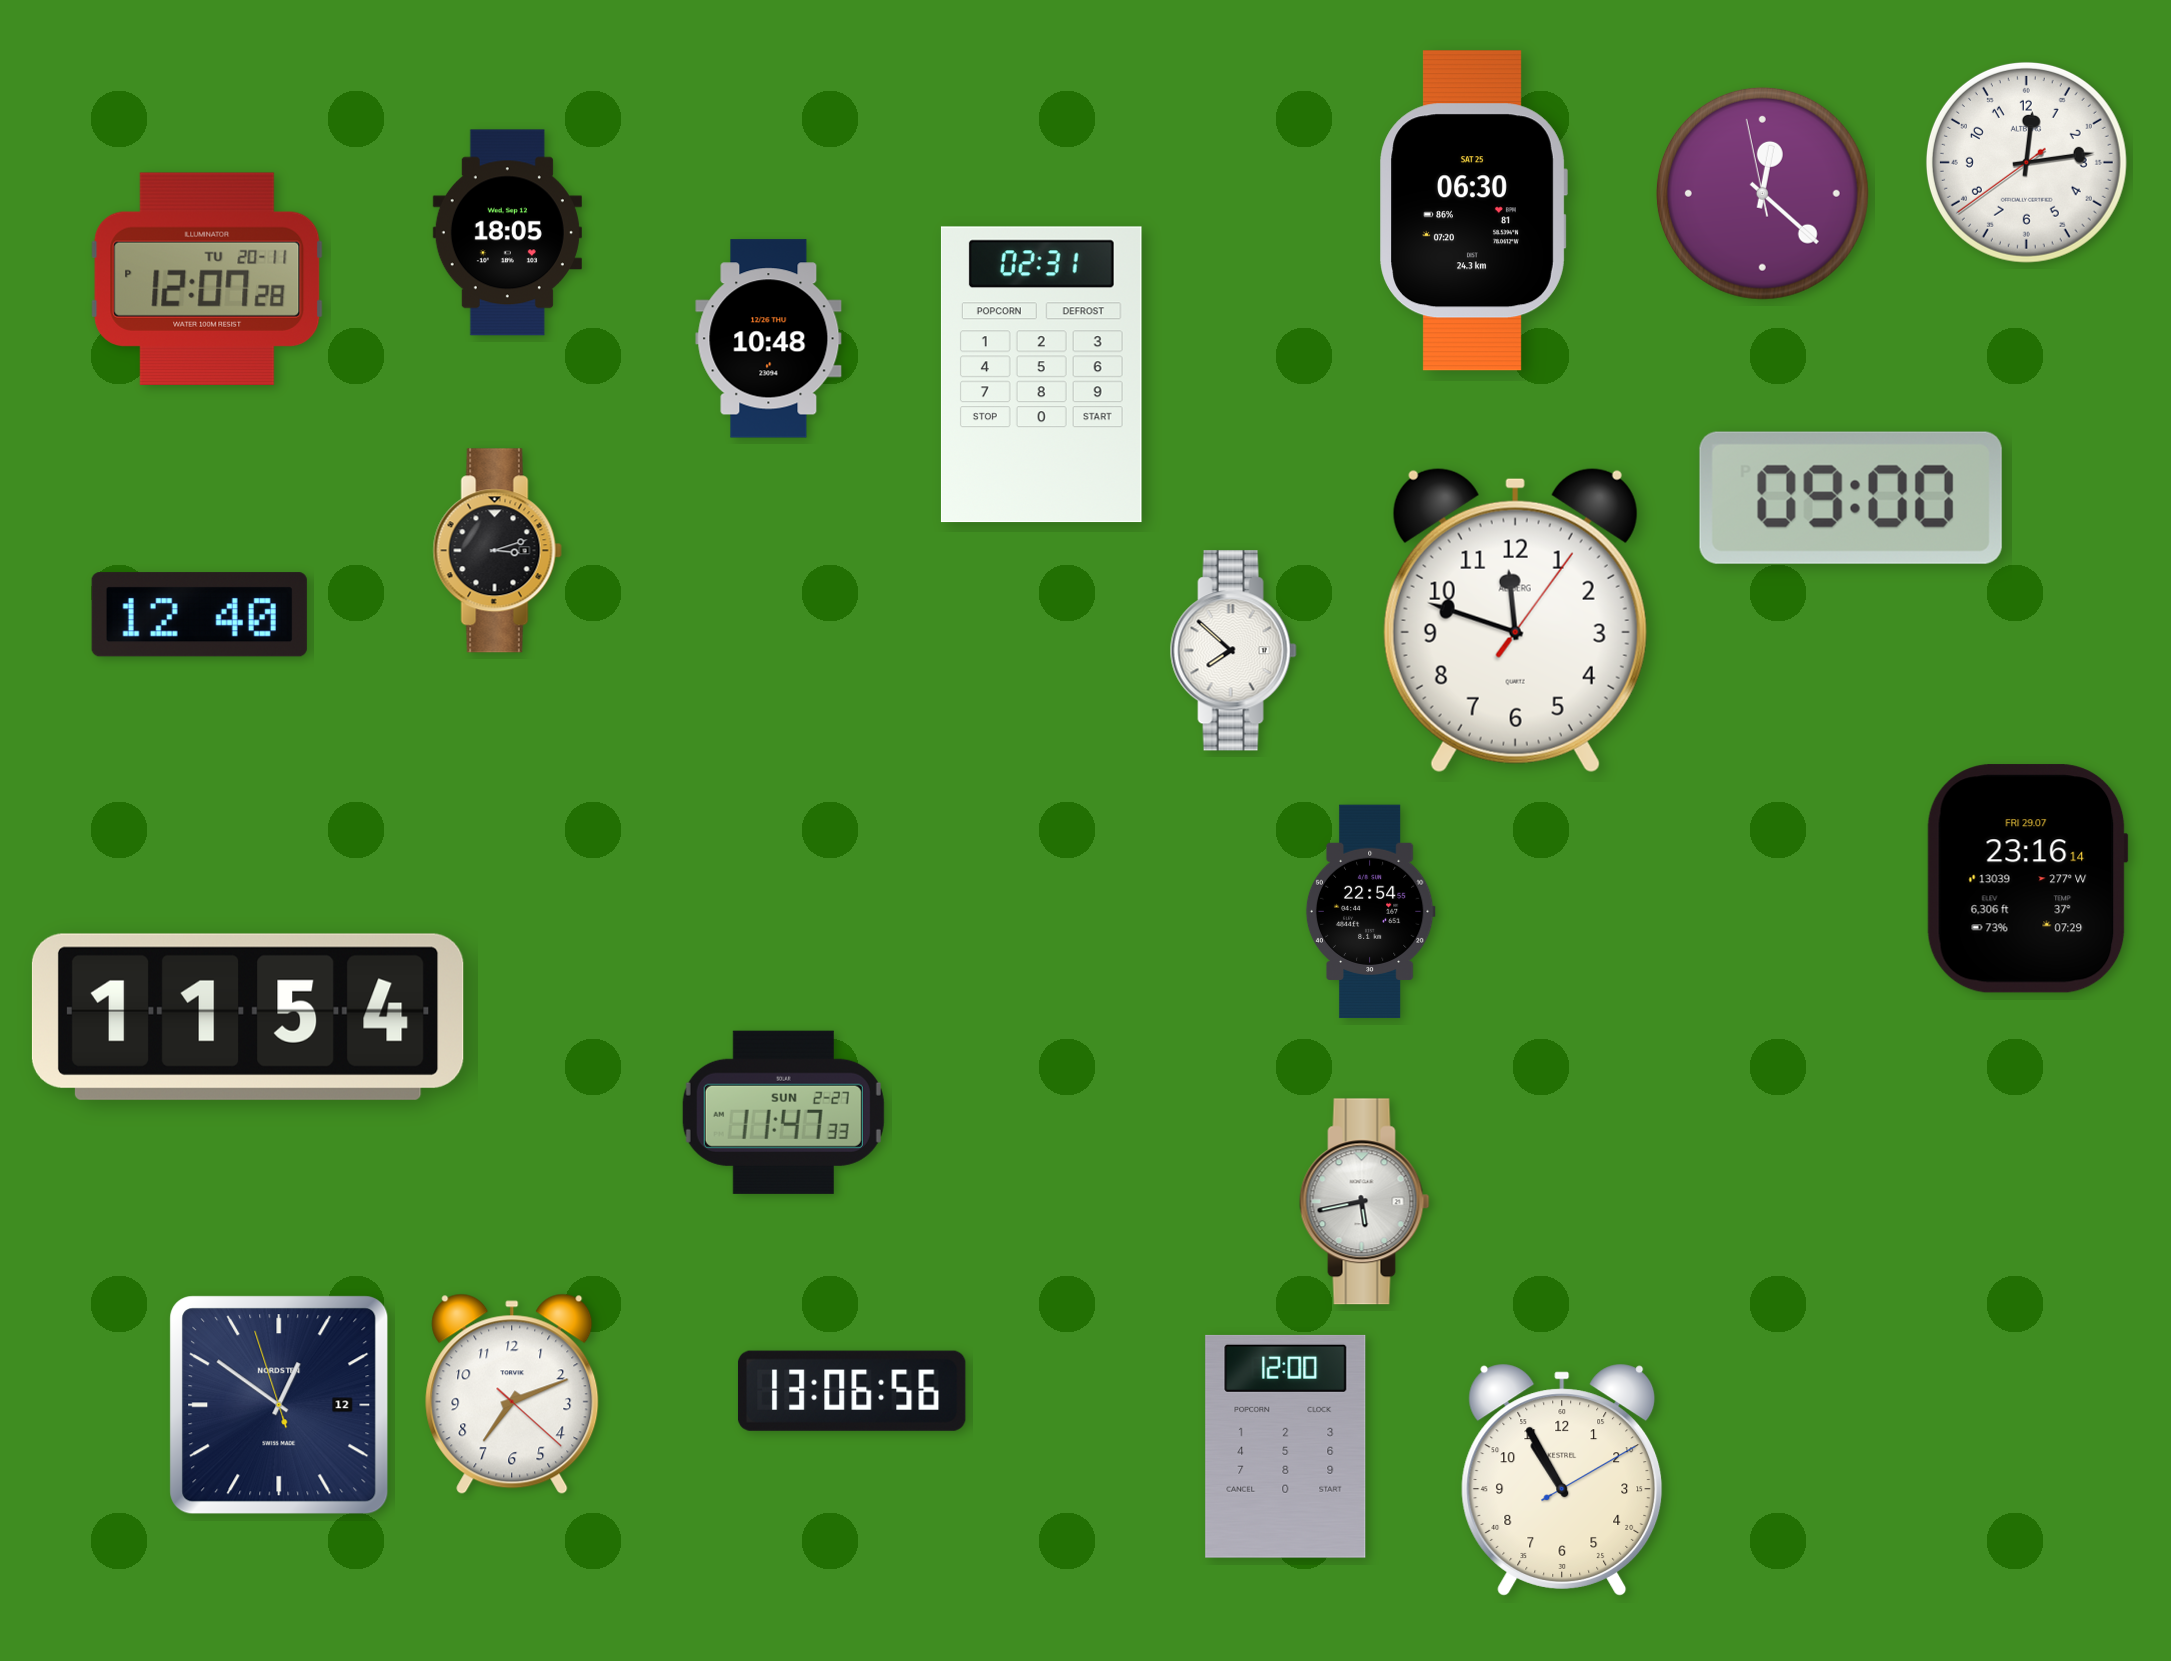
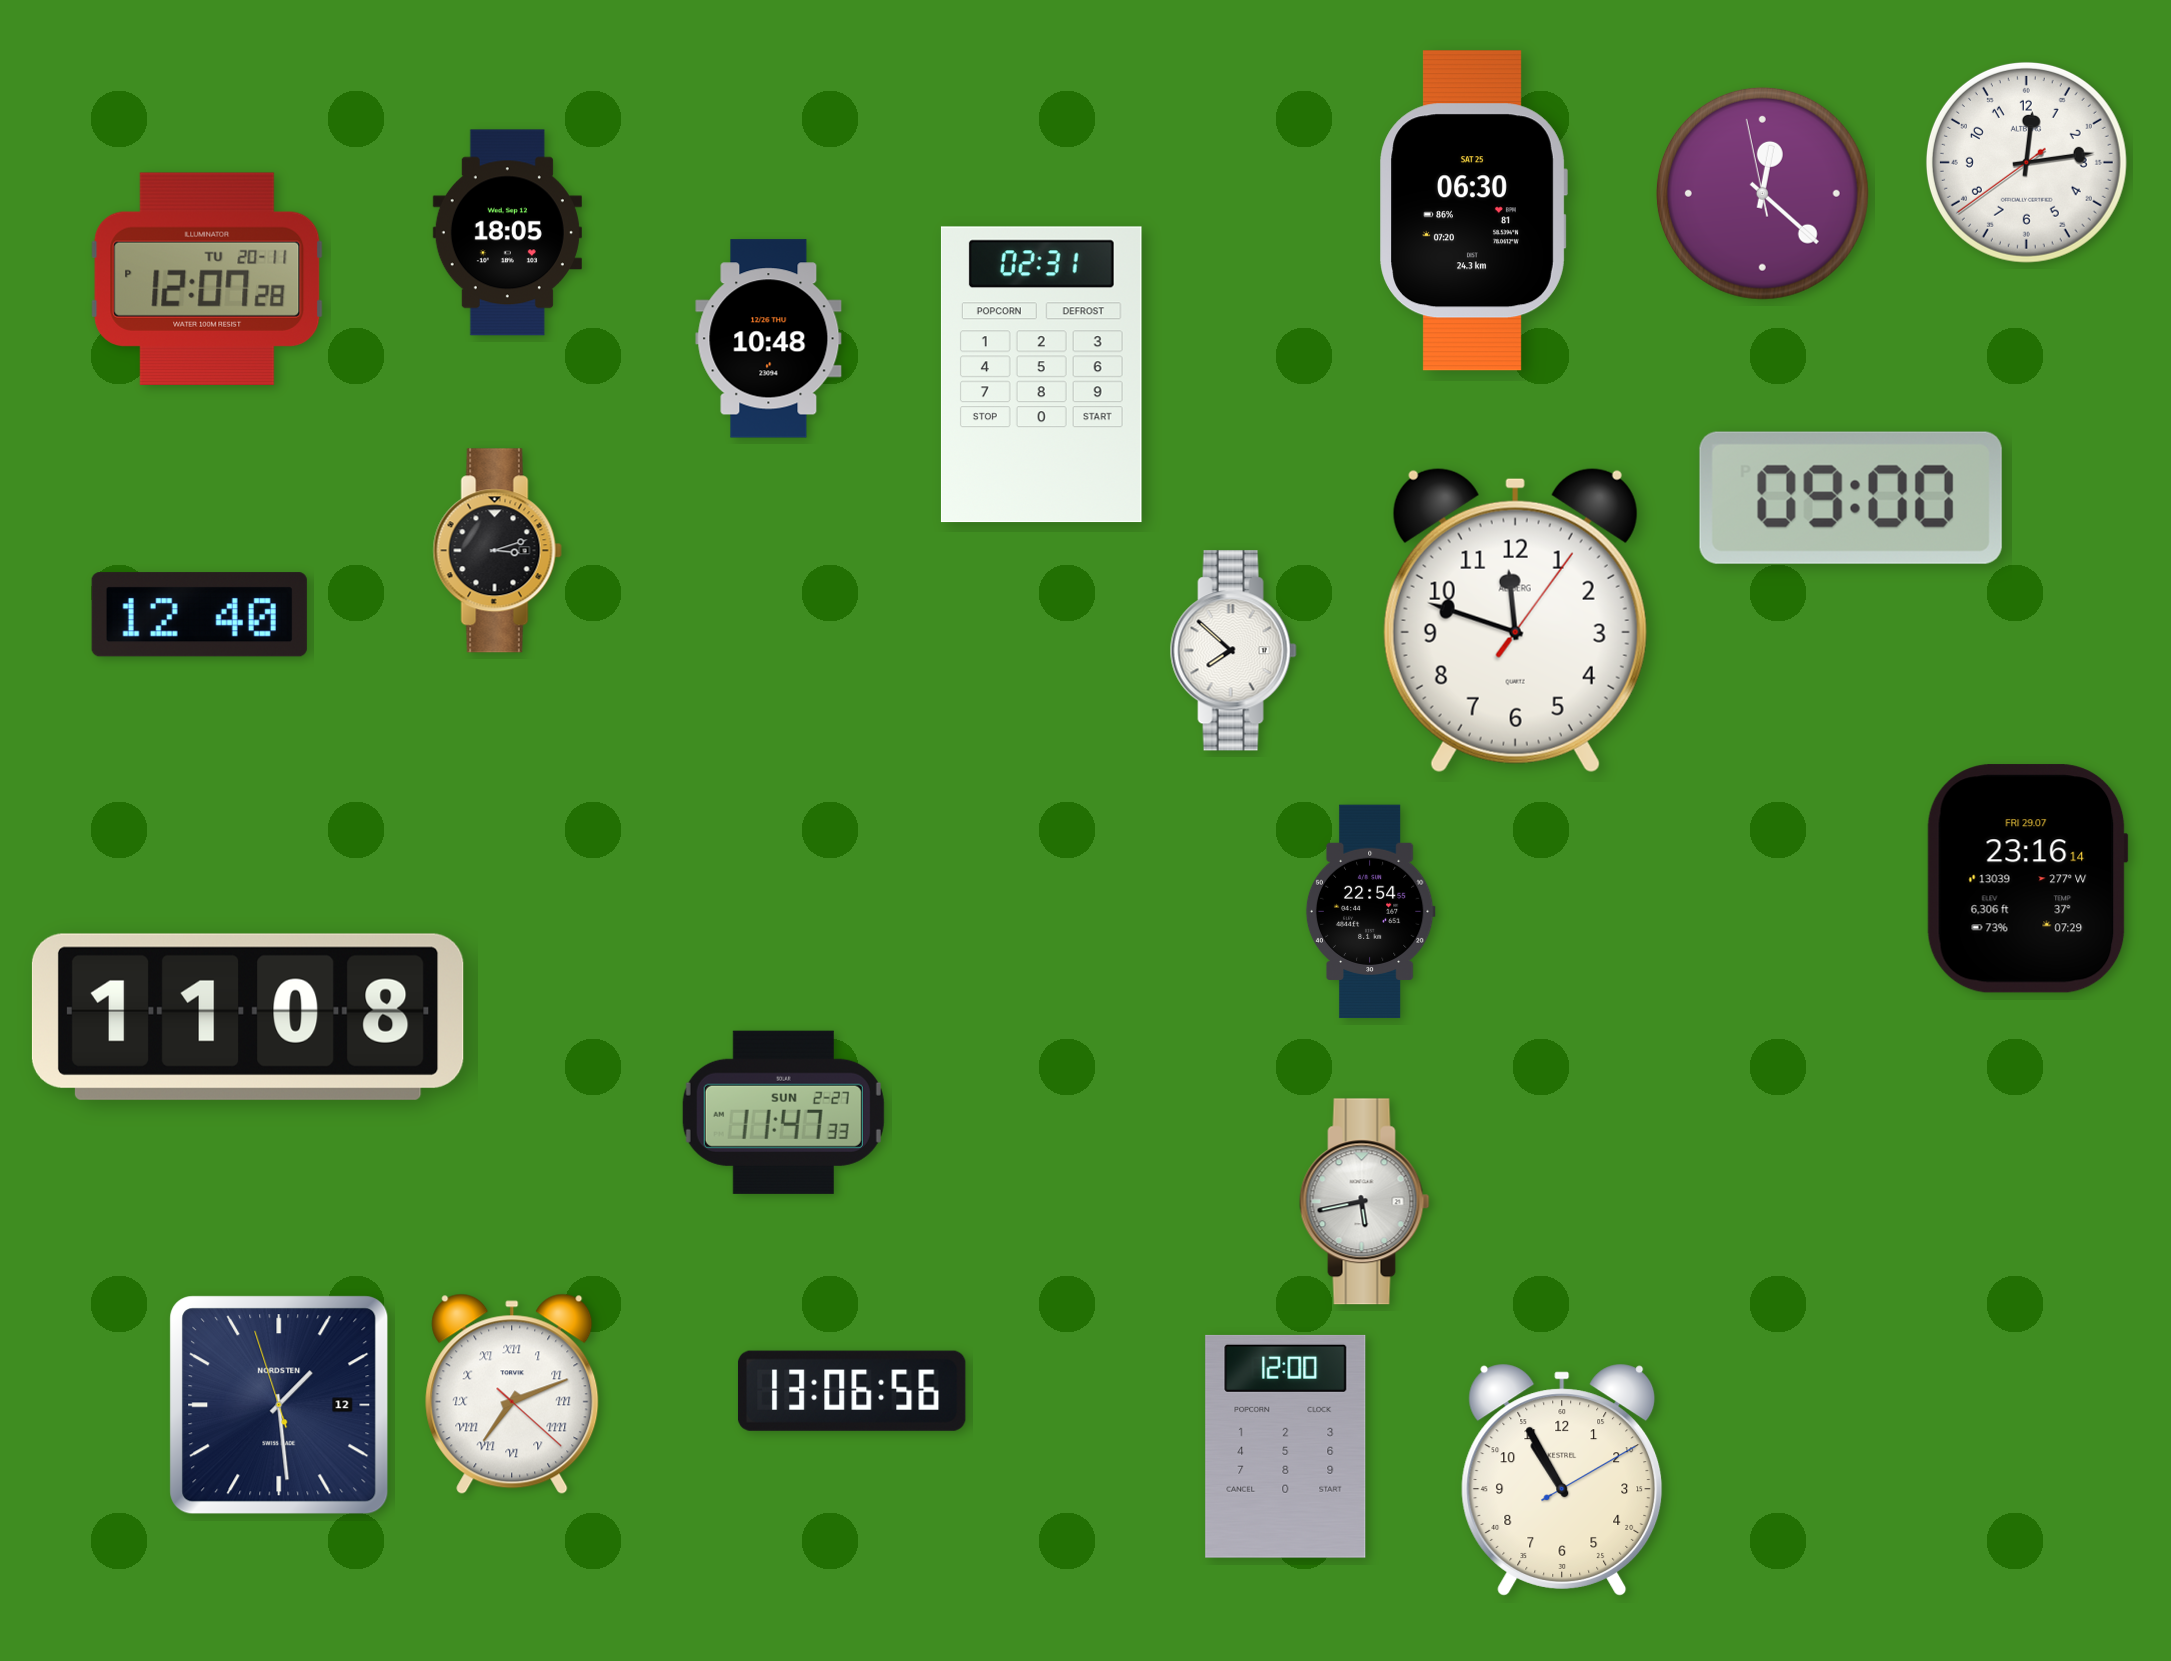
clock at (248, 1017): 11:54 -> 11:08
clock at (512, 1394) numerals: Arabic -> Roman
clock at (279, 1405): 12:50 -> 1:28
